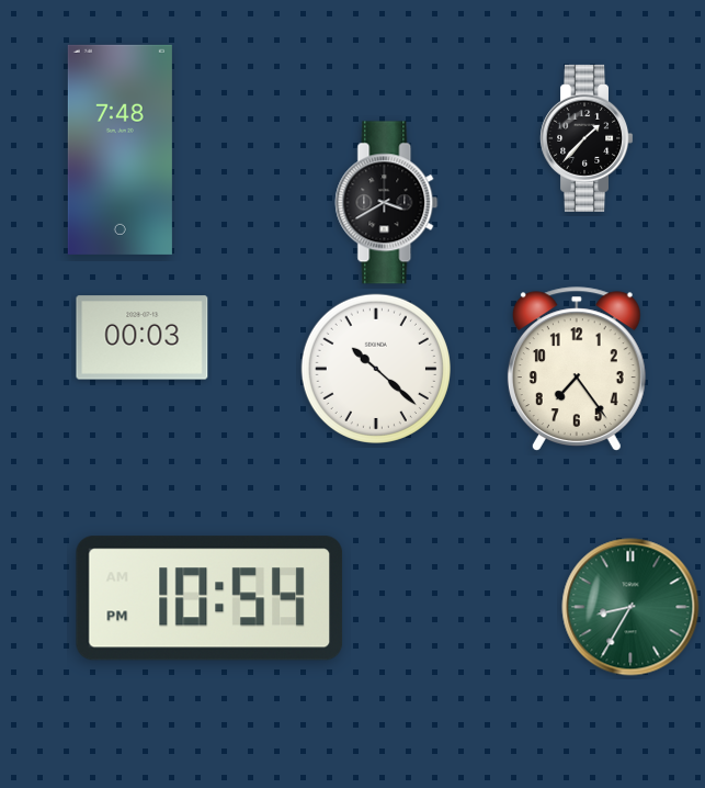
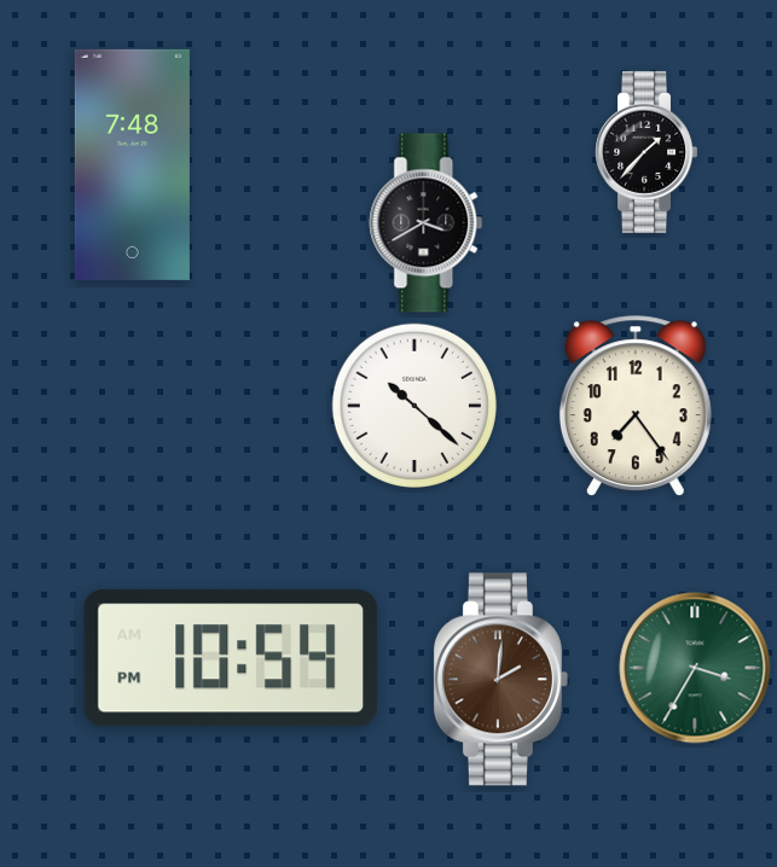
clock at (143, 338): 00:03 -> none
clock at (630, 607): 8:35 -> 3:35
clock at (500, 680): none -> 2:01
